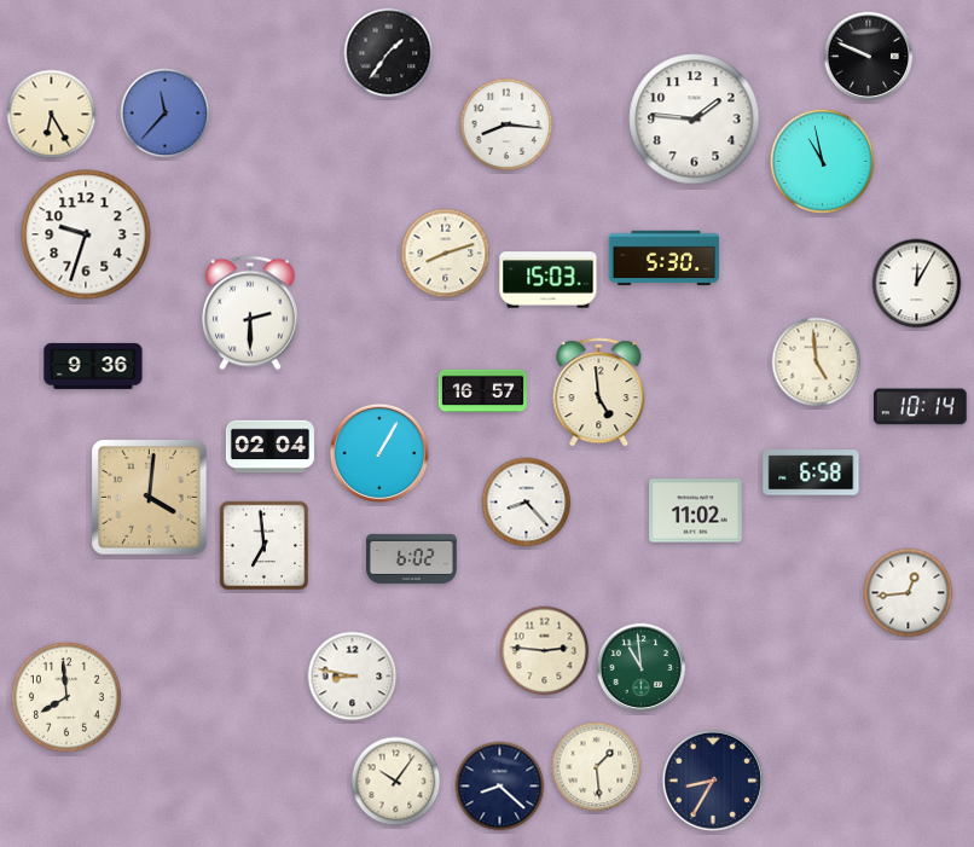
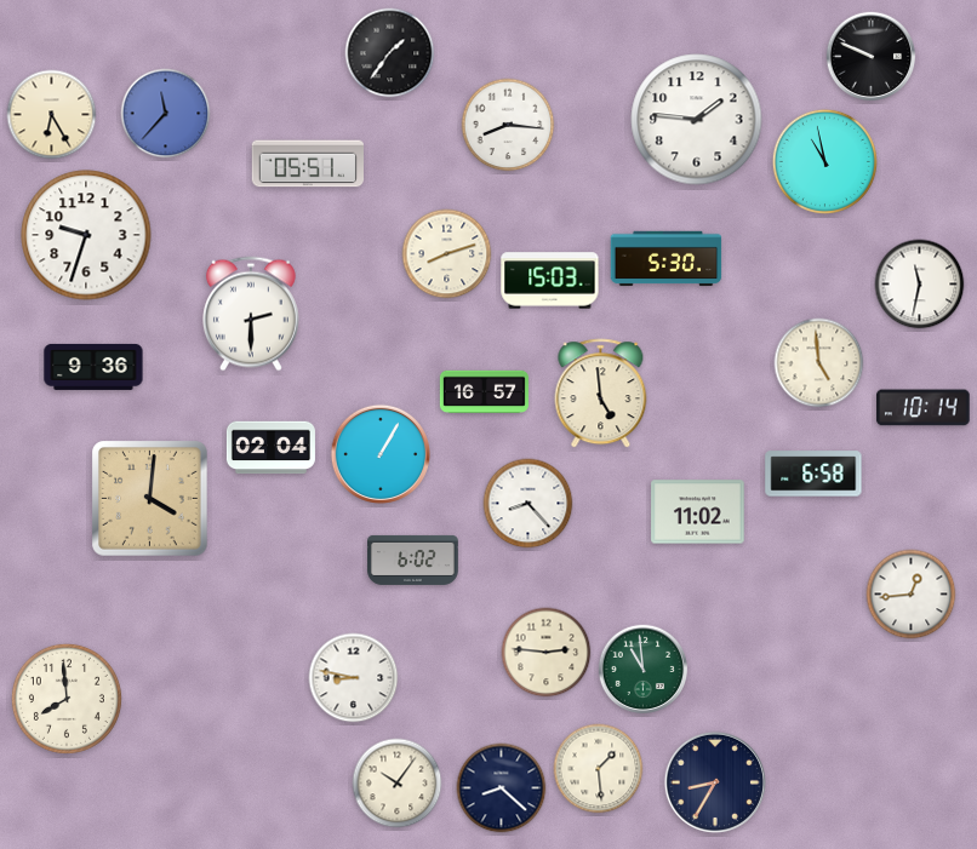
clock at (307, 164): none -> 05:51
clock at (917, 284): 12:05 -> 11:32
clock at (265, 546): 6:59 -> none
